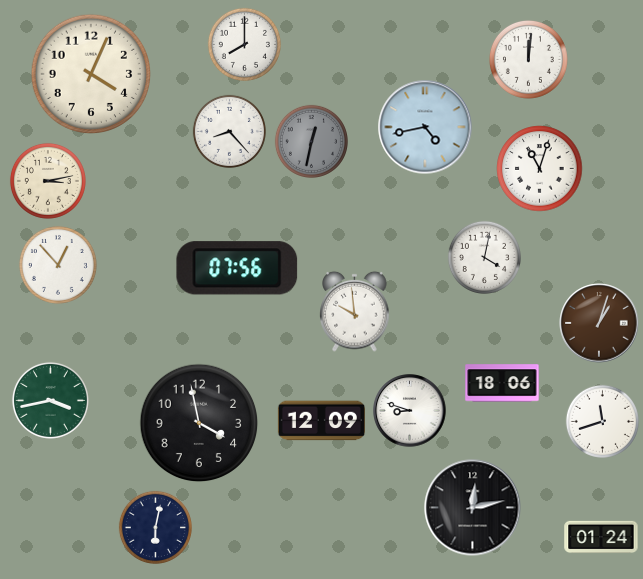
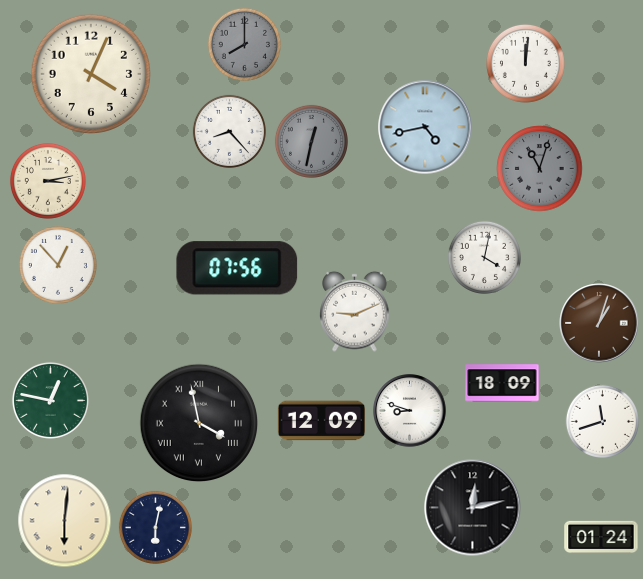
clock at (244, 44) dial: white -> grey
clock at (528, 59) position: (528, 59) -> (525, 63)
clock at (540, 169) dial: white -> grey
clock at (355, 311): 9:59 -> 9:11
clock at (502, 383): 18:06 -> 18:09
clock at (50, 400): 3:43 -> 12:47
clock at (199, 423) numerals: Arabic -> Roman
clock at (65, 521): none -> 6:01
